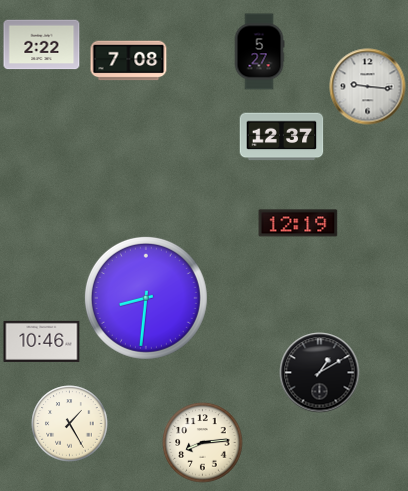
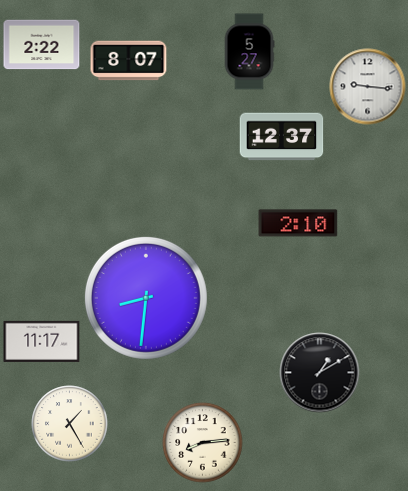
clock at (259, 52) position: (259, 52) -> (249, 52)
clock at (129, 61): 7:08 -> 8:07
clock at (298, 223): 12:19 -> 2:10
clock at (42, 341): 10:46 -> 11:17
